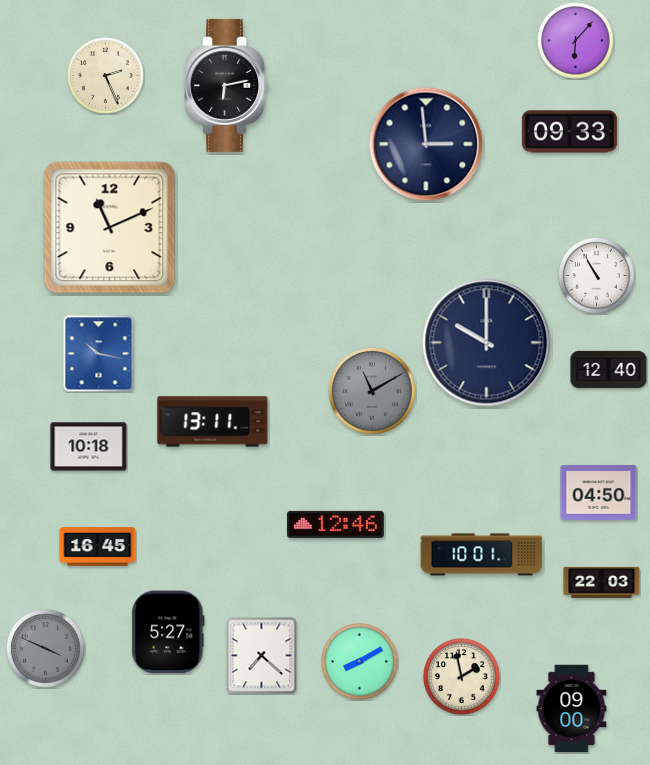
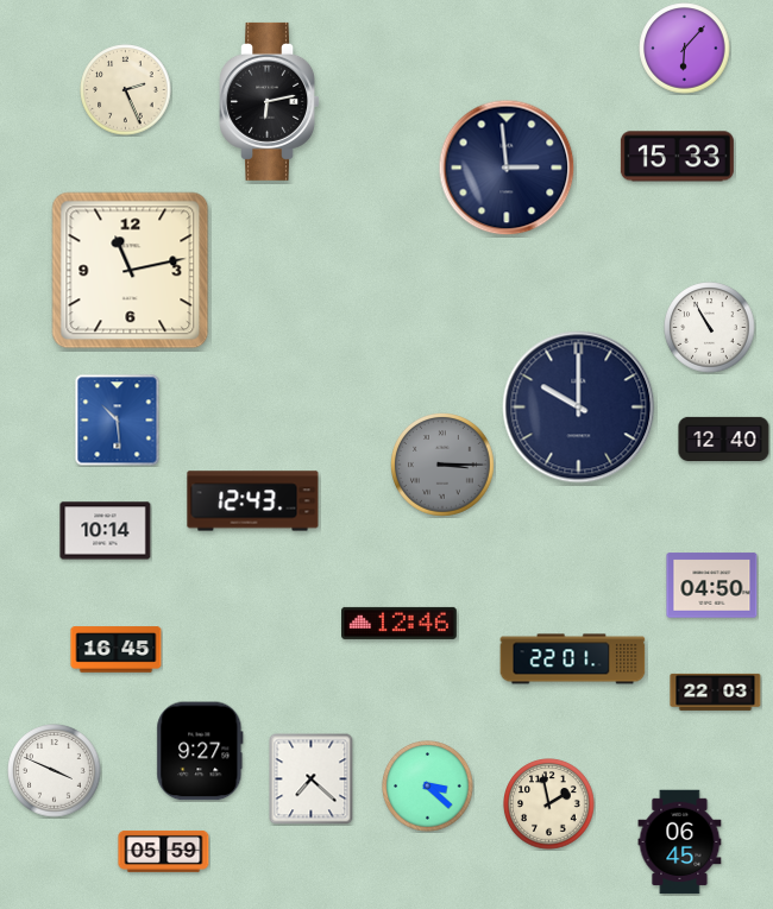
clock at (569, 132): 09:33 -> 15:33
clock at (426, 144) position: (426, 144) -> (507, 168)
clock at (110, 228): 11:11 -> 11:13
clock at (99, 354): 10:17 -> 10:29
clock at (372, 391): 11:10 -> 3:15
clock at (213, 422): 13:11 -> 12:43
clock at (89, 447): 10:18 -> 10:14
clock at (482, 555): 10:01 -> 22:01
clock at (168, 632): 5:27 -> 9:27
clock at (46, 649) dial: grey -> white
clock at (360, 662): 8:10 -> 3:22
clock at (572, 709): 09:00 -> 06:45
clock at (164, 851): none -> 05:59
